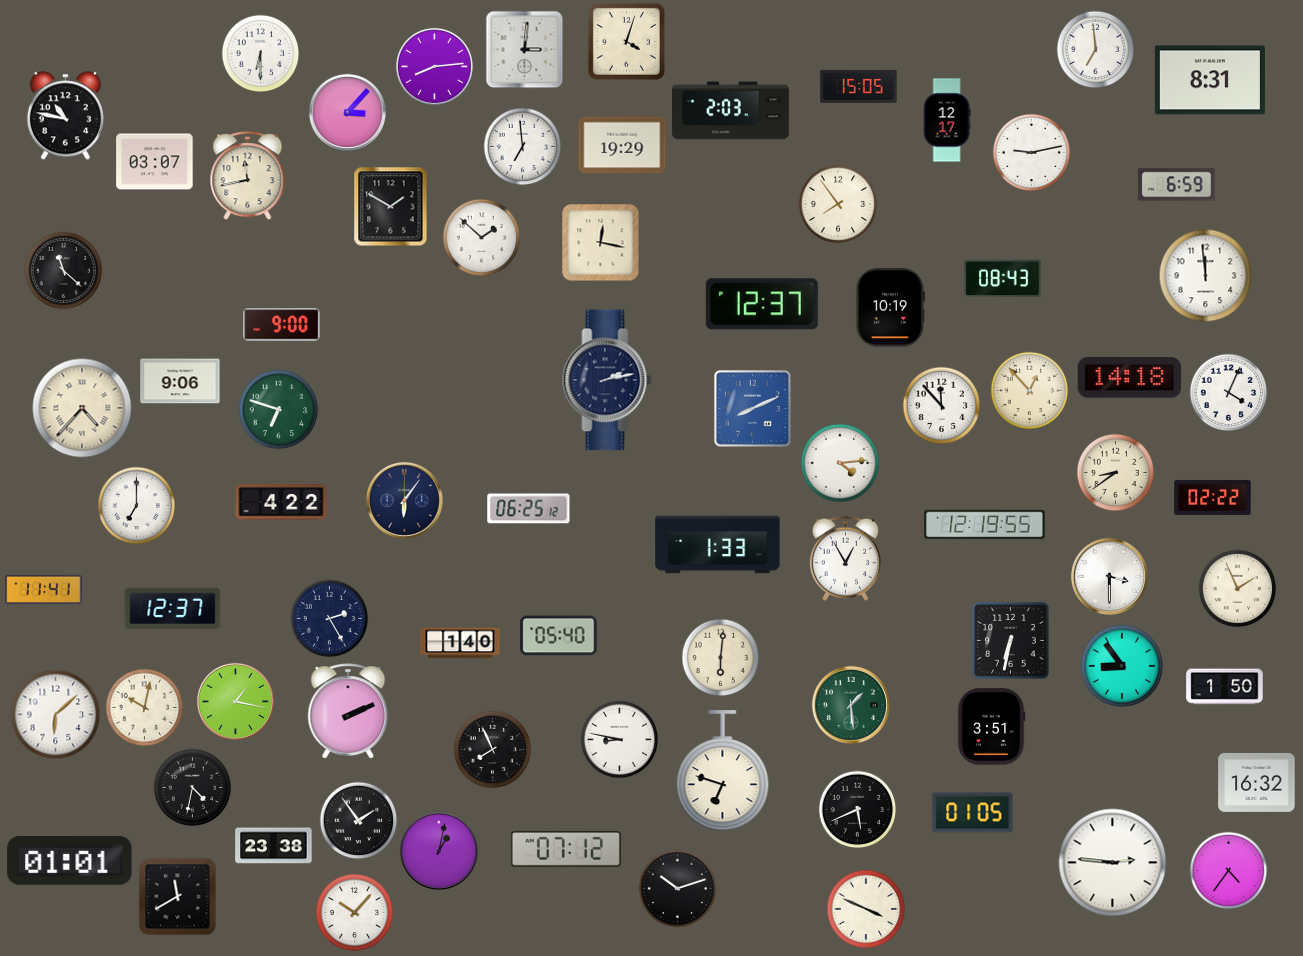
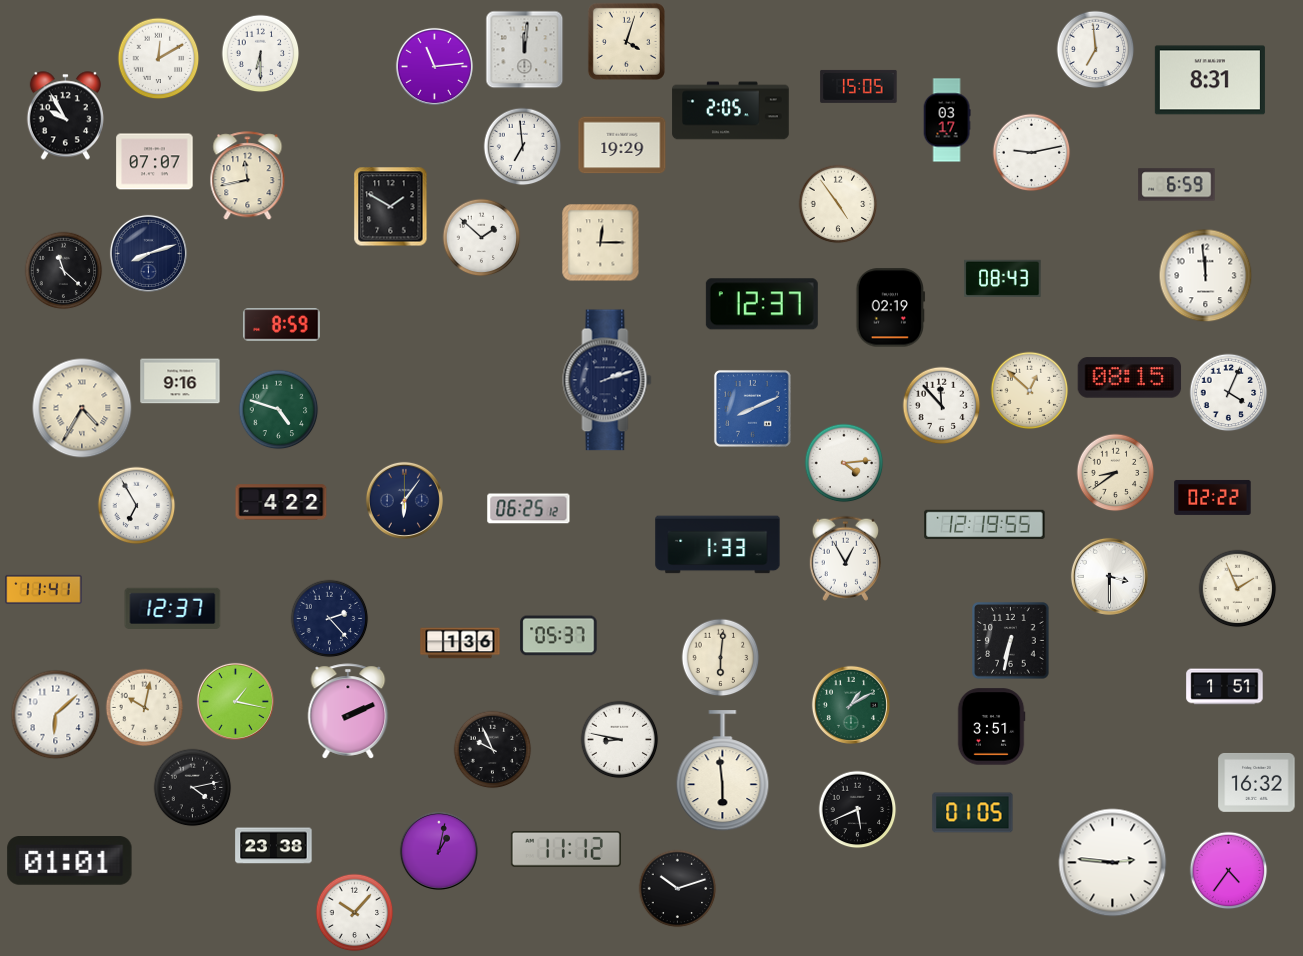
clock at (524, 49): 3:01 -> 12:01
clock at (158, 58): none -> 12:10
clock at (434, 66): 8:14 -> 11:14
clock at (731, 111): 2:03 -> 2:05
clock at (347, 112): 3:07 -> none
clock at (65, 116): 10:47 -> 9:55
clock at (947, 120): 12:17 -> 03:17
clock at (155, 162): 03:07 -> 07:07
clock at (838, 204): 7:54 -> 4:54
clock at (600, 242): 12:17 -> 12:15
clock at (148, 253): none -> 8:12
clock at (891, 308): 10:19 -> 02:19
clock at (282, 325): 9:00 -> 8:59
clock at (1130, 378): 14:18 -> 08:15
clock at (607, 380): 2:13 -> 2:12
clock at (180, 381): 9:06 -> 9:16
clock at (1029, 390): 12:53 -> 12:52
clock at (82, 408): 4:37 -> 4:35
clock at (278, 409): 6:48 -> 4:48
clock at (840, 463) position: (840, 463) -> (844, 463)
clock at (136, 505): 7:00 -> 6:55
clock at (329, 618): 2:25 -> 2:23
clock at (559, 636): 05:40 -> 05:37
clock at (460, 643): 1:40 -> 1:36
clock at (1122, 666): 8:54 -> none
clock at (1225, 687): 1:50 -> 1:51
clock at (851, 705): 1:29 -> 1:10
clock at (492, 749): 7:56 -> 9:56
clock at (723, 771): 6:48 -> 5:59
clock at (192, 787): 4:32 -> 4:13
clock at (358, 820): 1:54 -> none
clock at (566, 849): 07:12 -> 11:12
clock at (177, 896): 11:40 -> none
clock at (866, 909): 3:49 -> none
